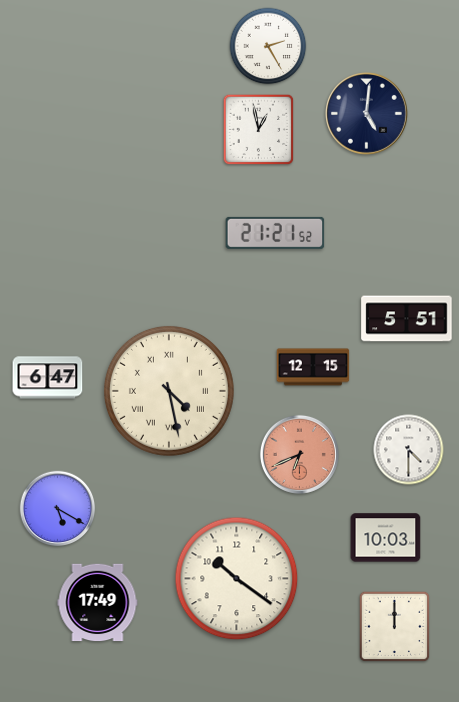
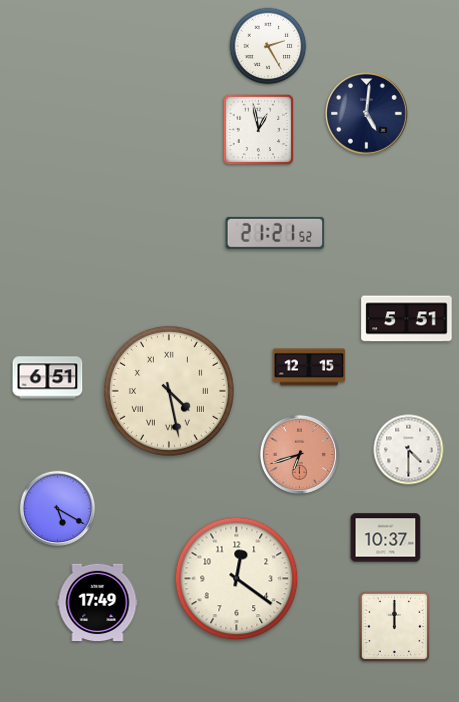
clock at (313, 367) position: (313, 367) -> (309, 367)
clock at (48, 378): 6:47 -> 6:51
clock at (299, 454): 6:41 -> 6:42
clock at (386, 538): 10:03 -> 10:37
clock at (237, 579): 10:21 -> 12:21
